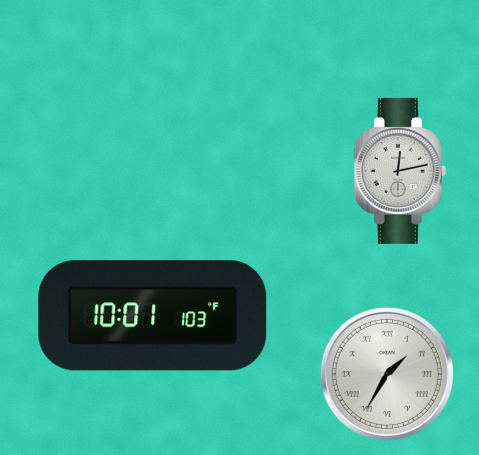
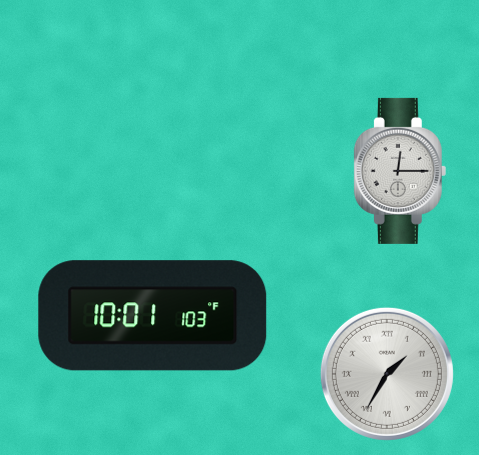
clock at (400, 171): 12:13 -> 12:15
